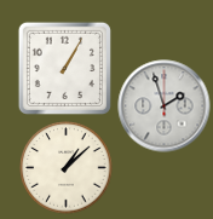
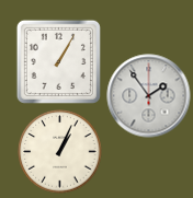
clock at (165, 106): 1:57 -> 1:54
clock at (67, 168): 1:08 -> 1:04
